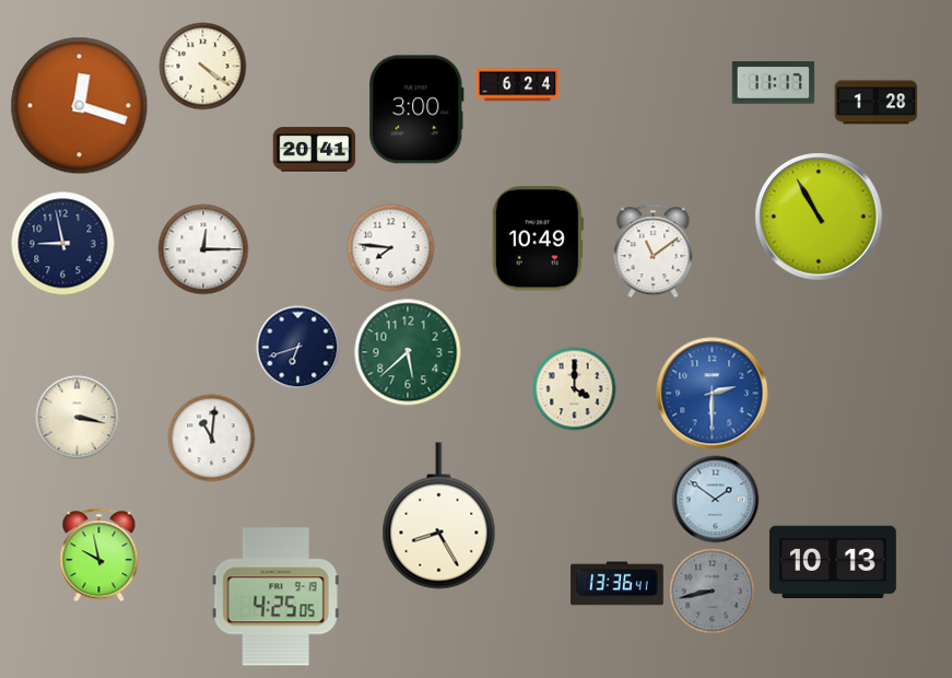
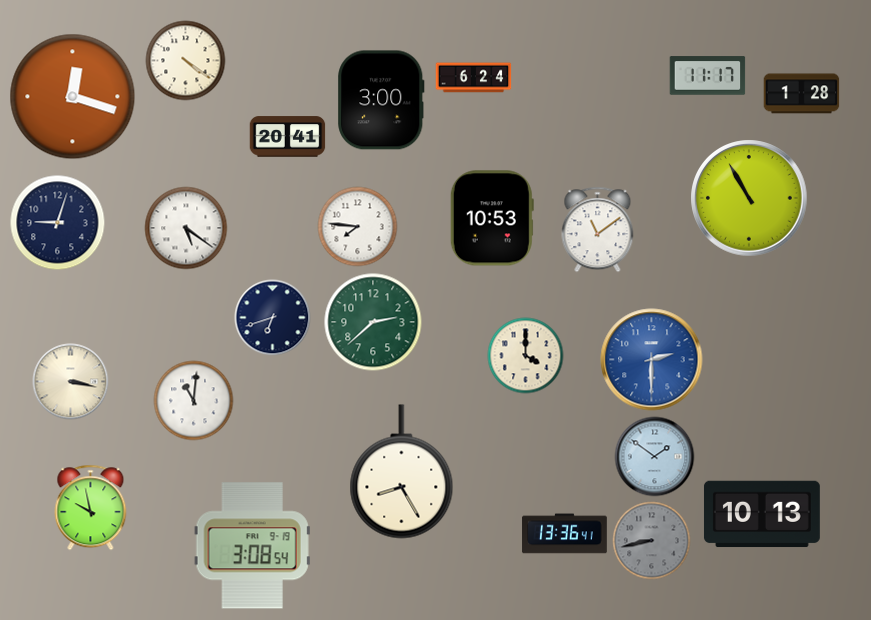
clock at (538, 238): 10:49 -> 10:53
clock at (63, 244): 8:58 -> 9:03
clock at (203, 249): 12:15 -> 5:21
clock at (408, 352): 5:38 -> 2:38
clock at (275, 597): 4:25 -> 3:08
